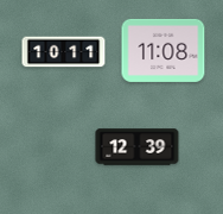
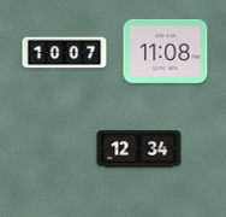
clock at (64, 52): 10:11 -> 10:07
clock at (138, 147): 12:39 -> 12:34
